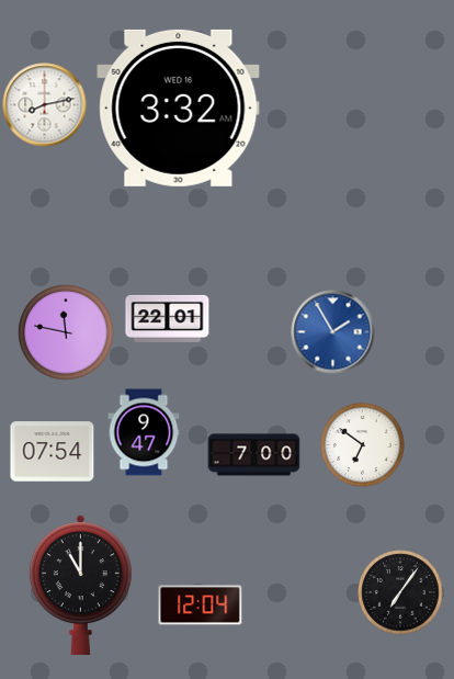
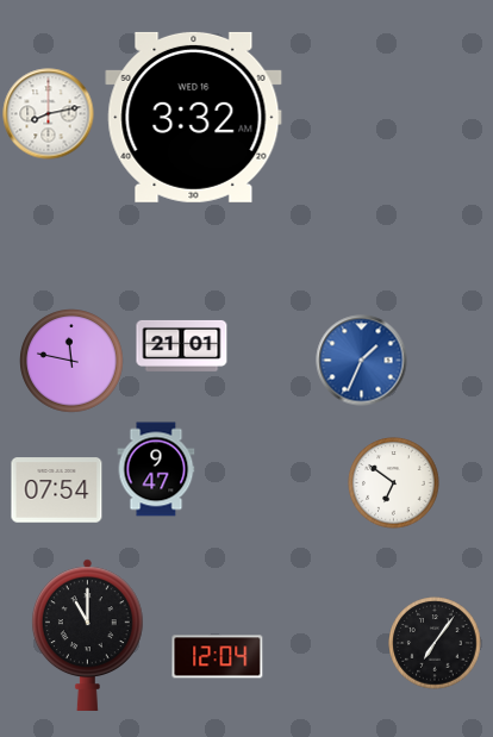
clock at (168, 318): 22:01 -> 21:01
clock at (333, 332): 1:55 -> 1:34
clock at (254, 455): 7:00 -> none
